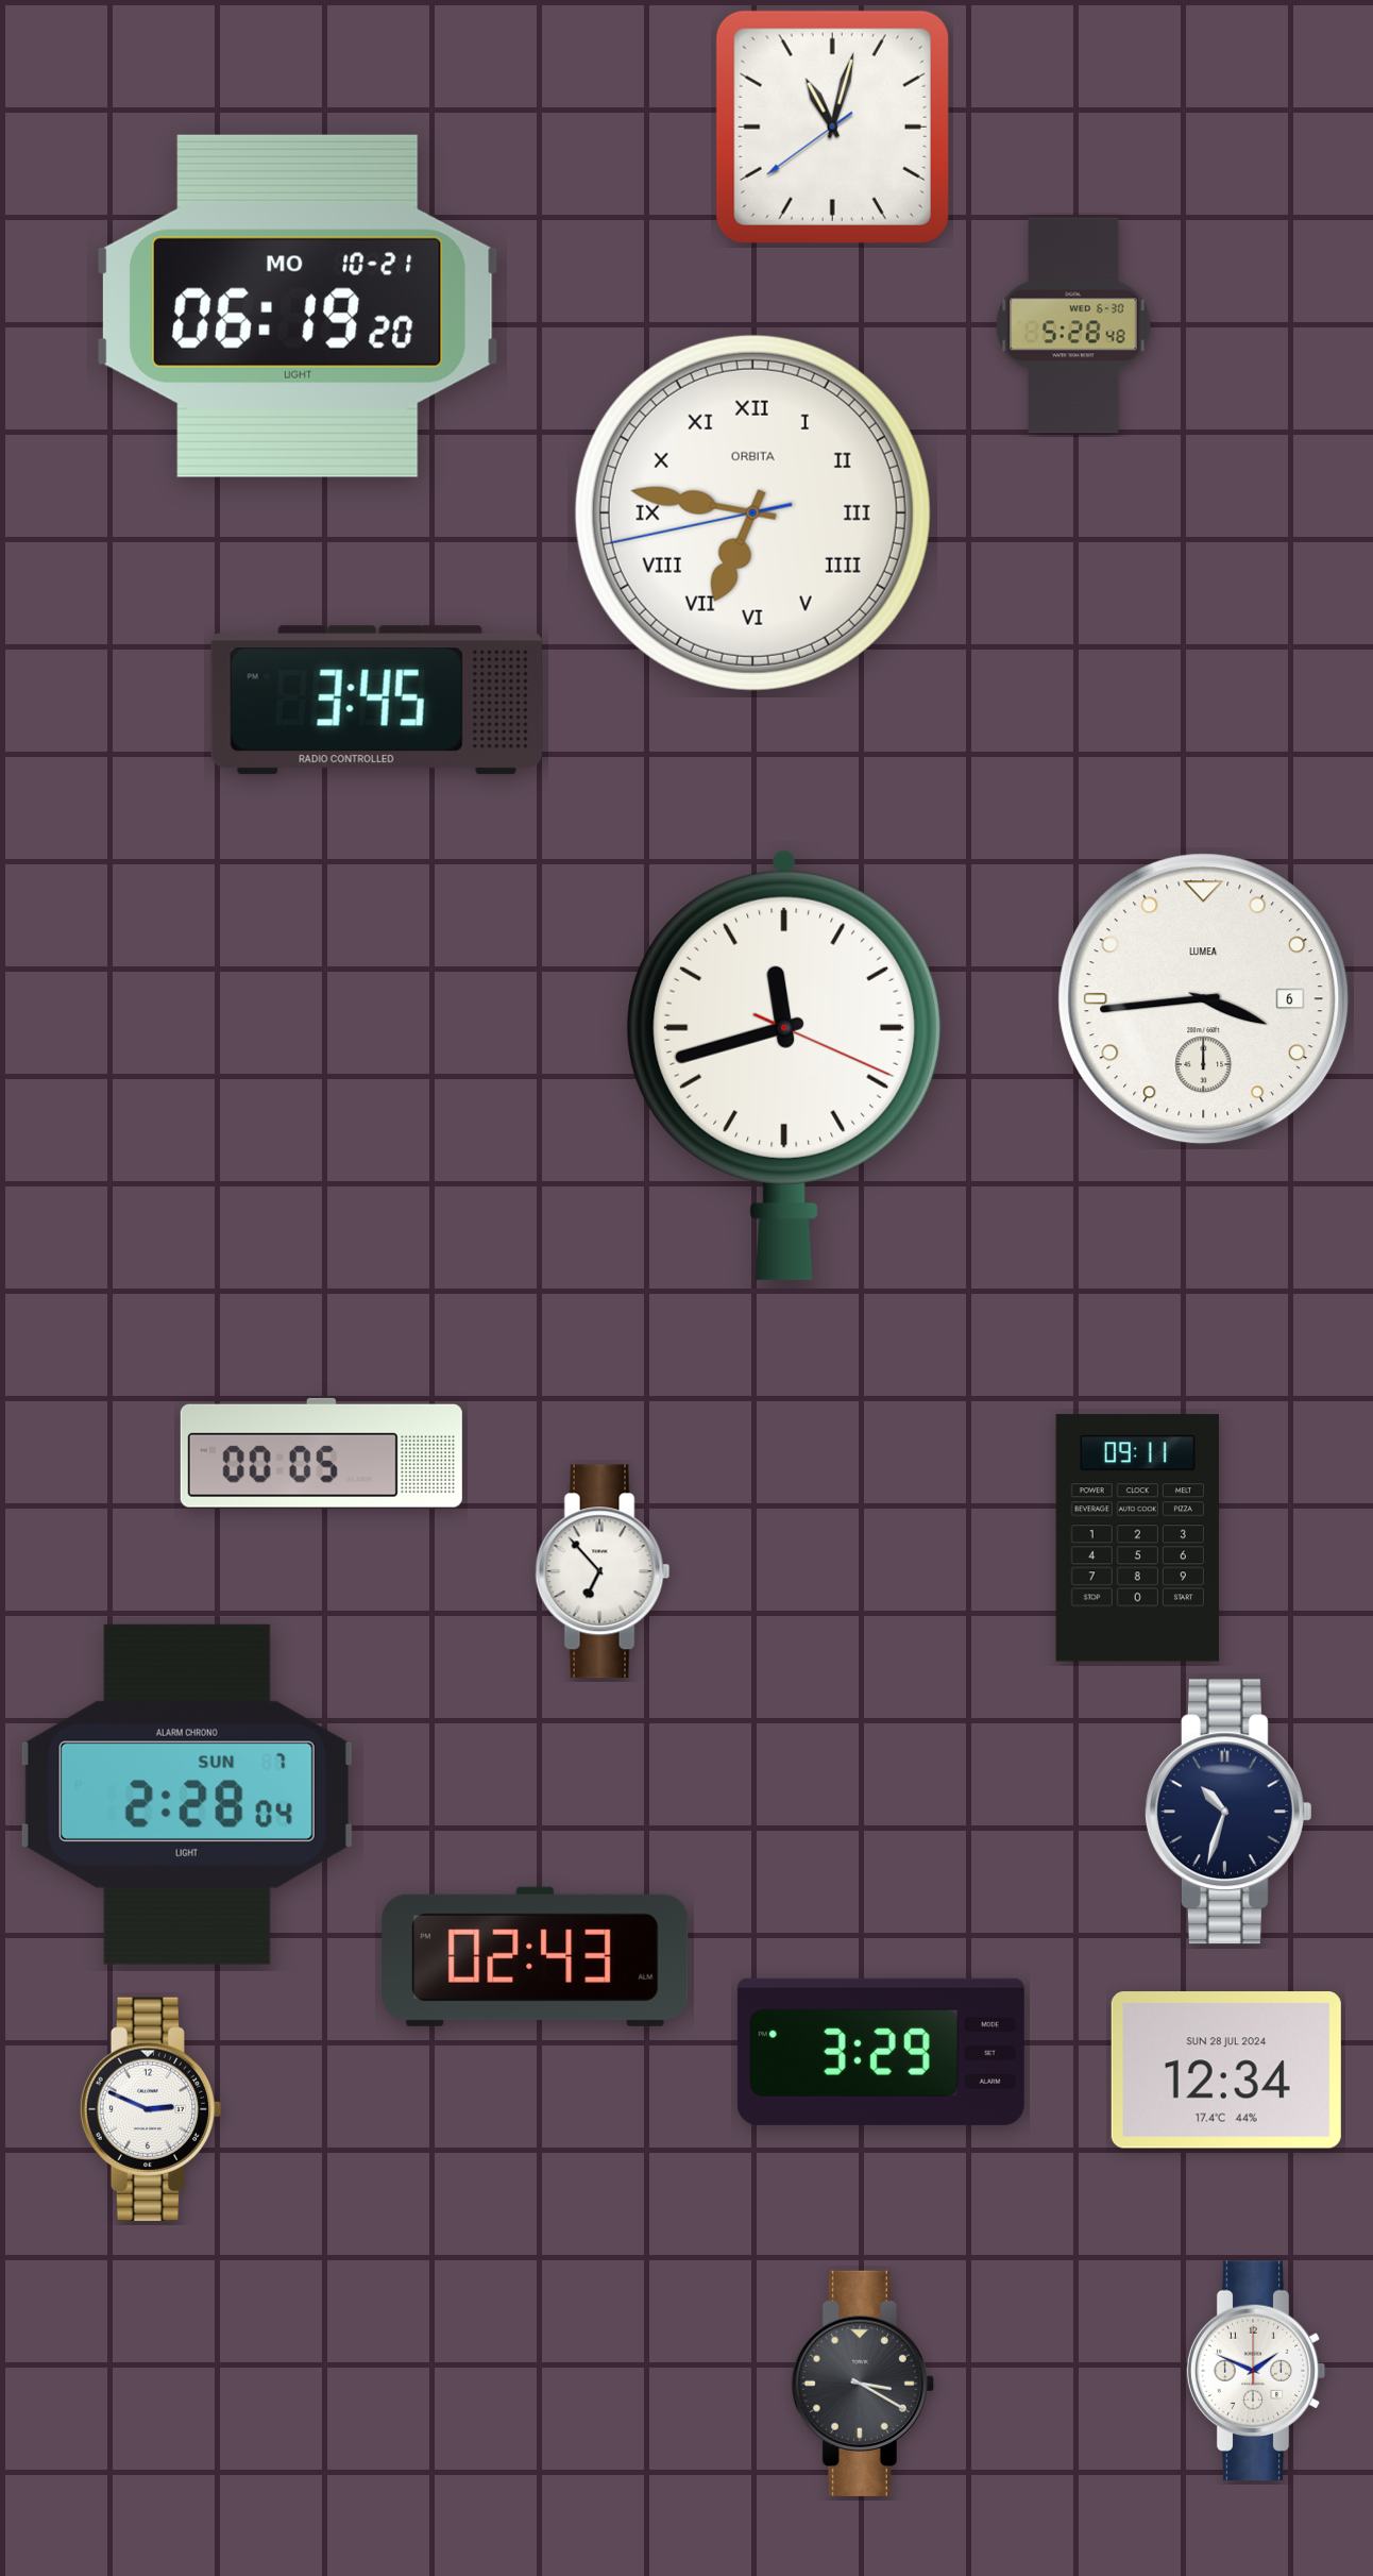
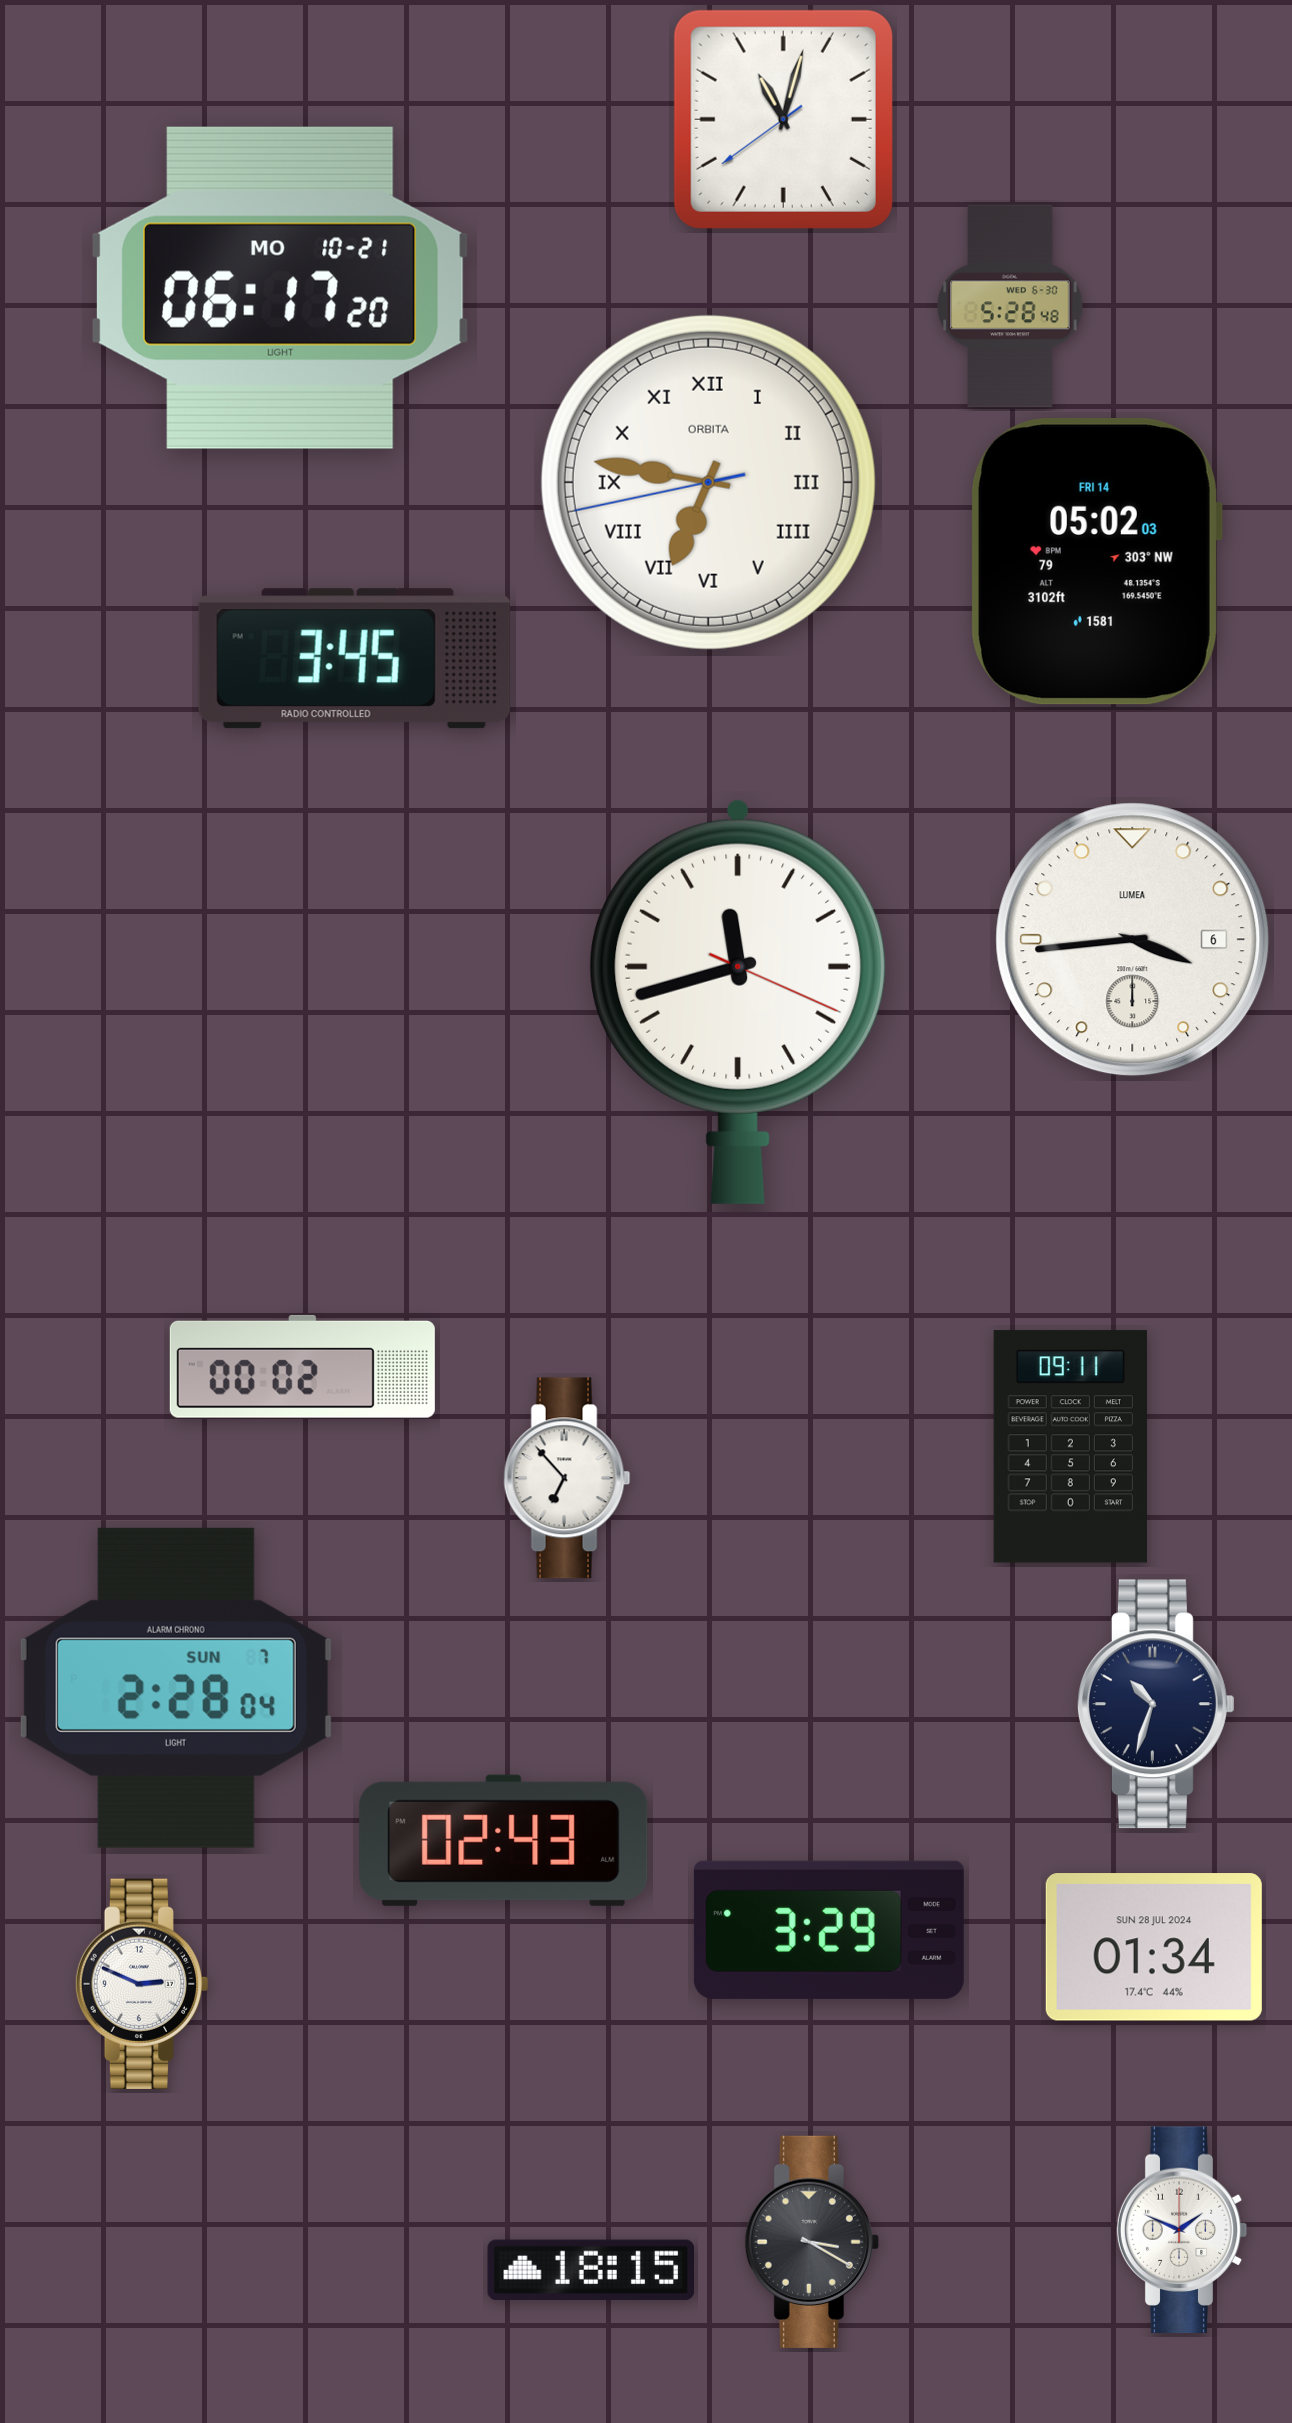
clock at (298, 306): 06:19 -> 06:17
clock at (1096, 561): none -> 05:02
clock at (321, 1452): 00:05 -> 00:02
clock at (1226, 2070): 12:34 -> 01:34
clock at (591, 2270): none -> 18:15
